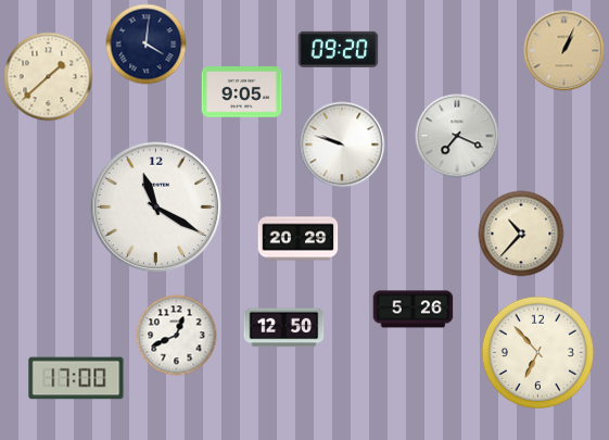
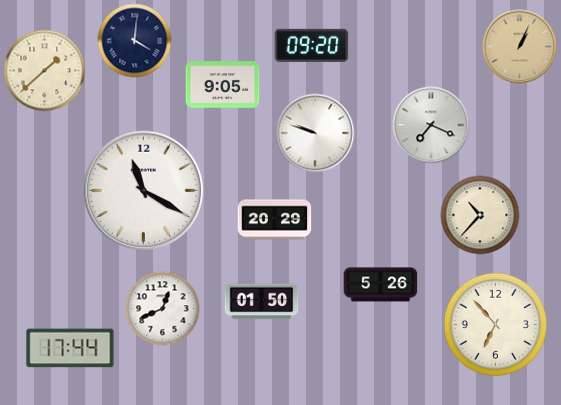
clock at (457, 136) position: (457, 136) -> (431, 125)
clock at (284, 328): 12:50 -> 01:50
clock at (76, 378): 17:00 -> 17:44
